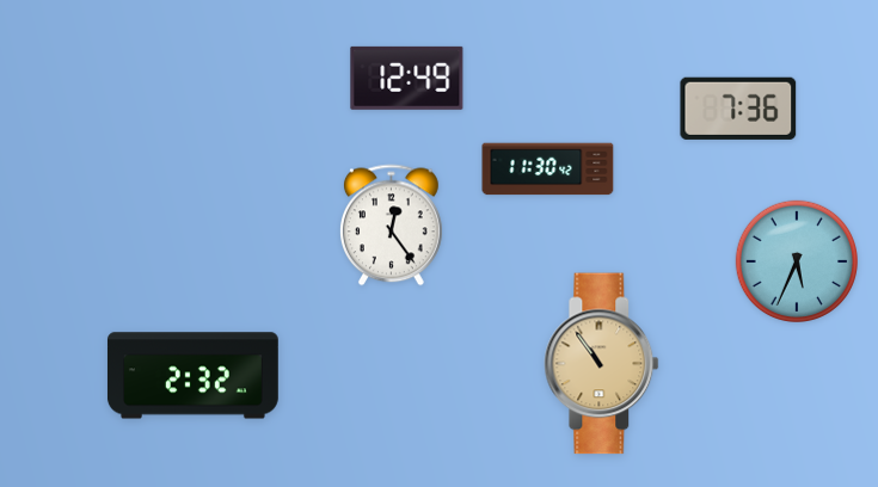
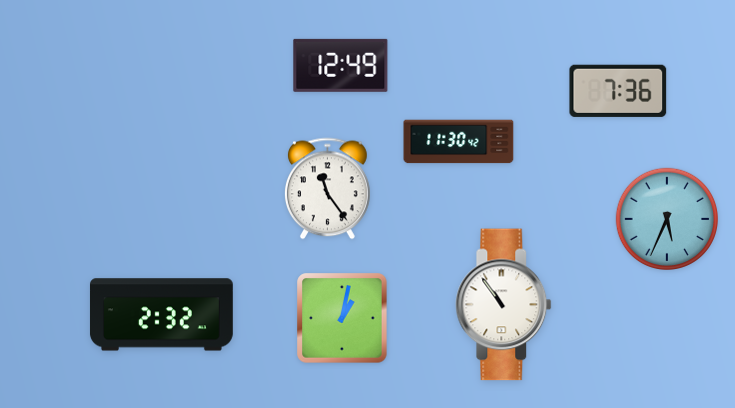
clock at (392, 226): 12:24 -> 11:24
clock at (602, 364) dial: champagne -> white
clock at (342, 318): none -> 1:02
